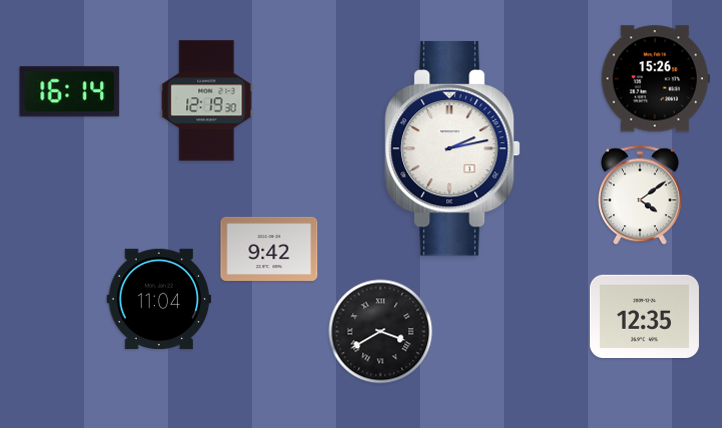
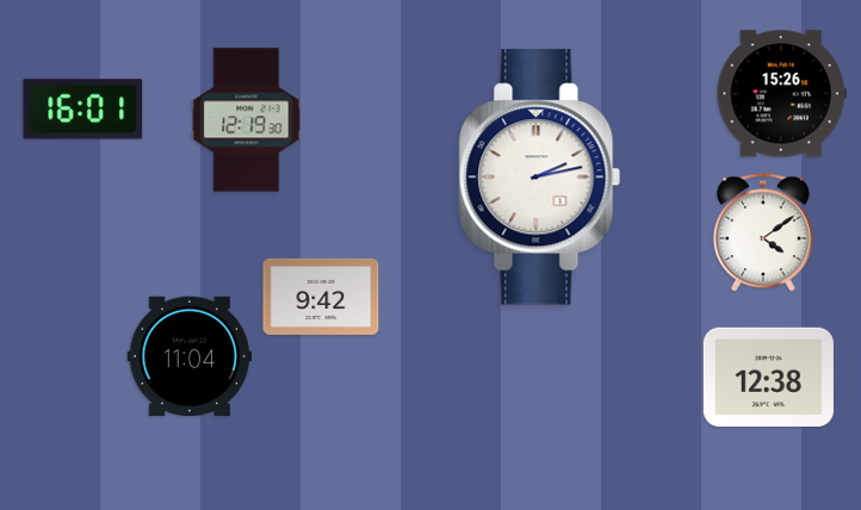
clock at (70, 92): 16:14 -> 16:01
clock at (644, 316): 12:35 -> 12:38
clock at (381, 332): 3:40 -> none
